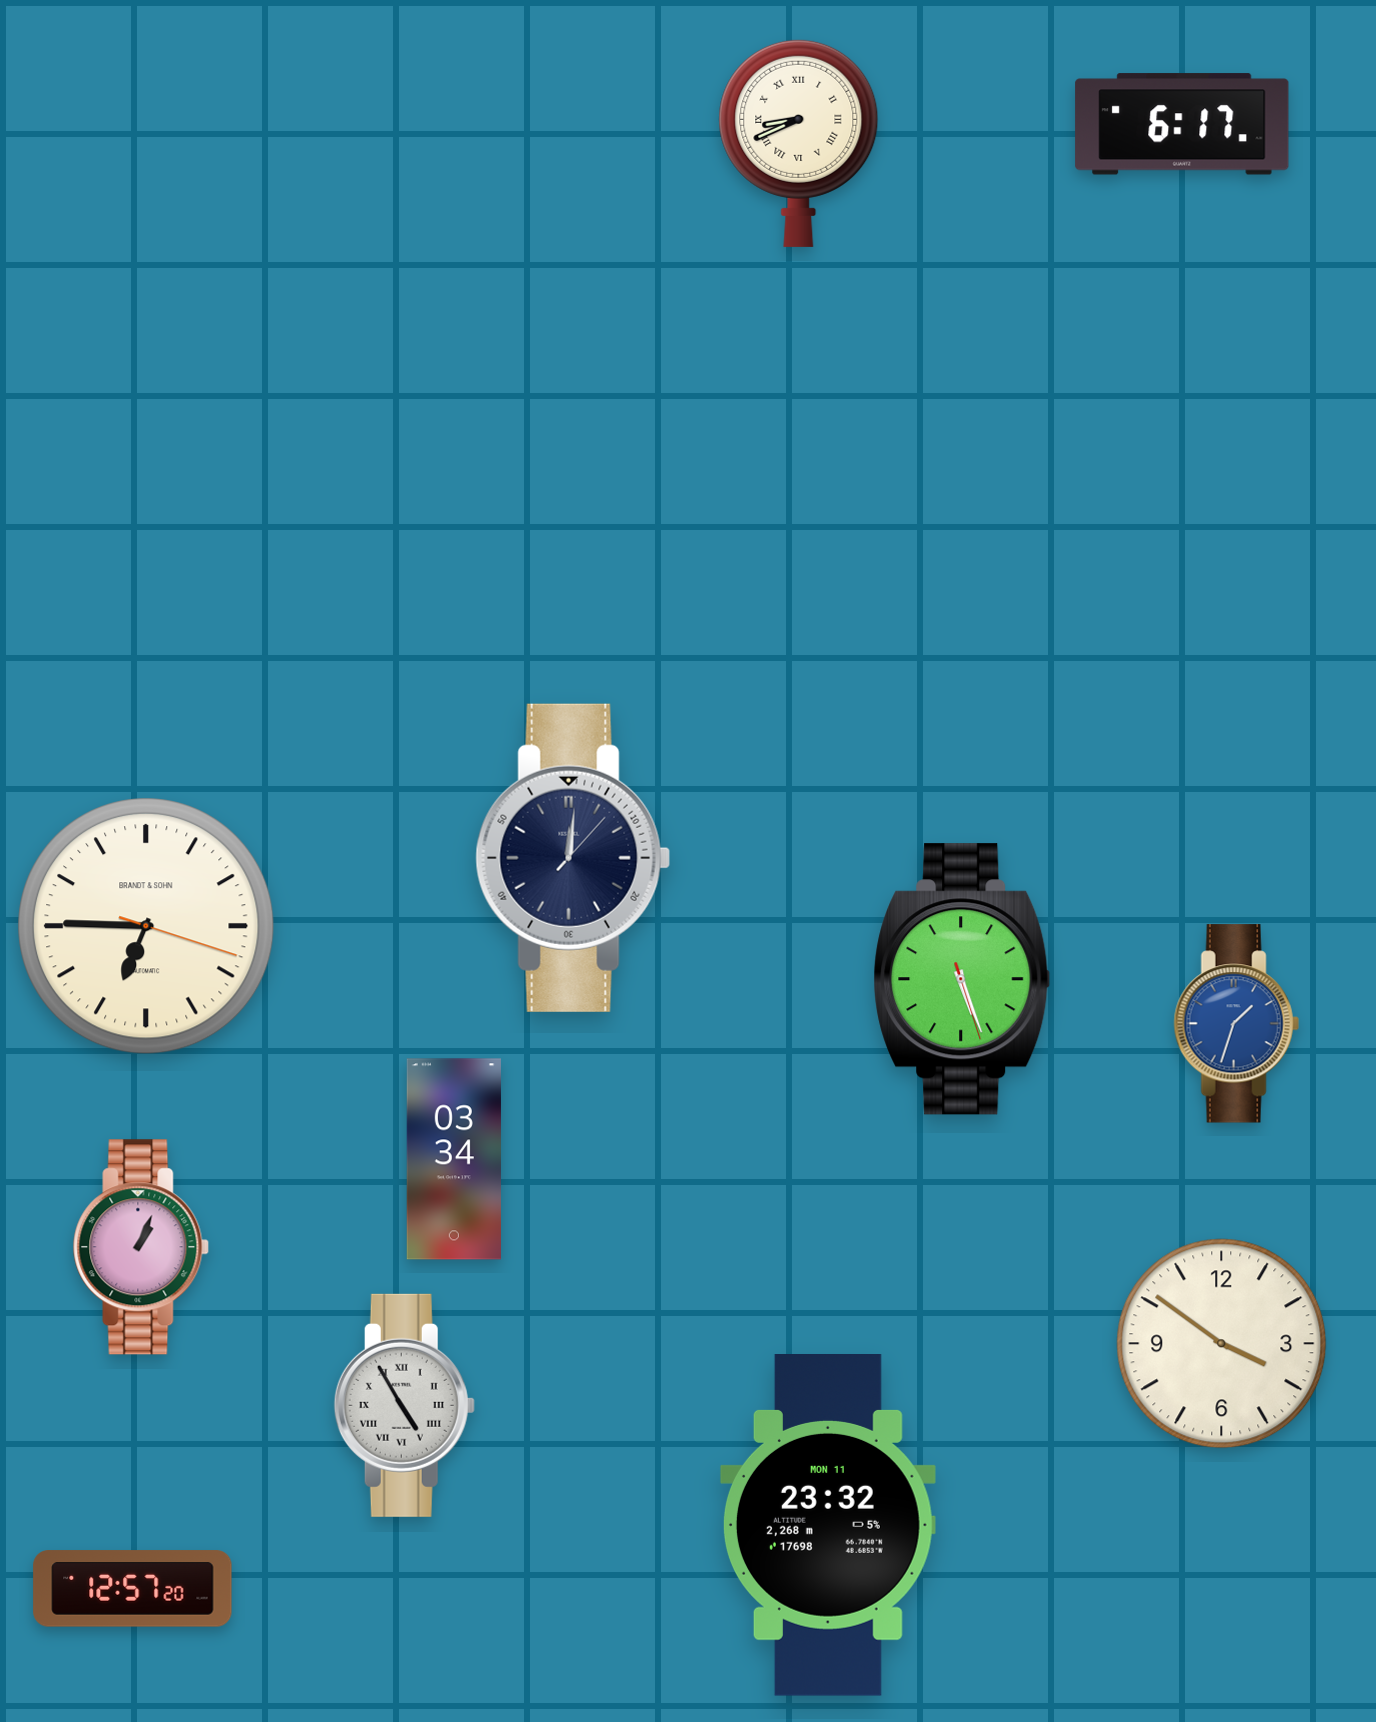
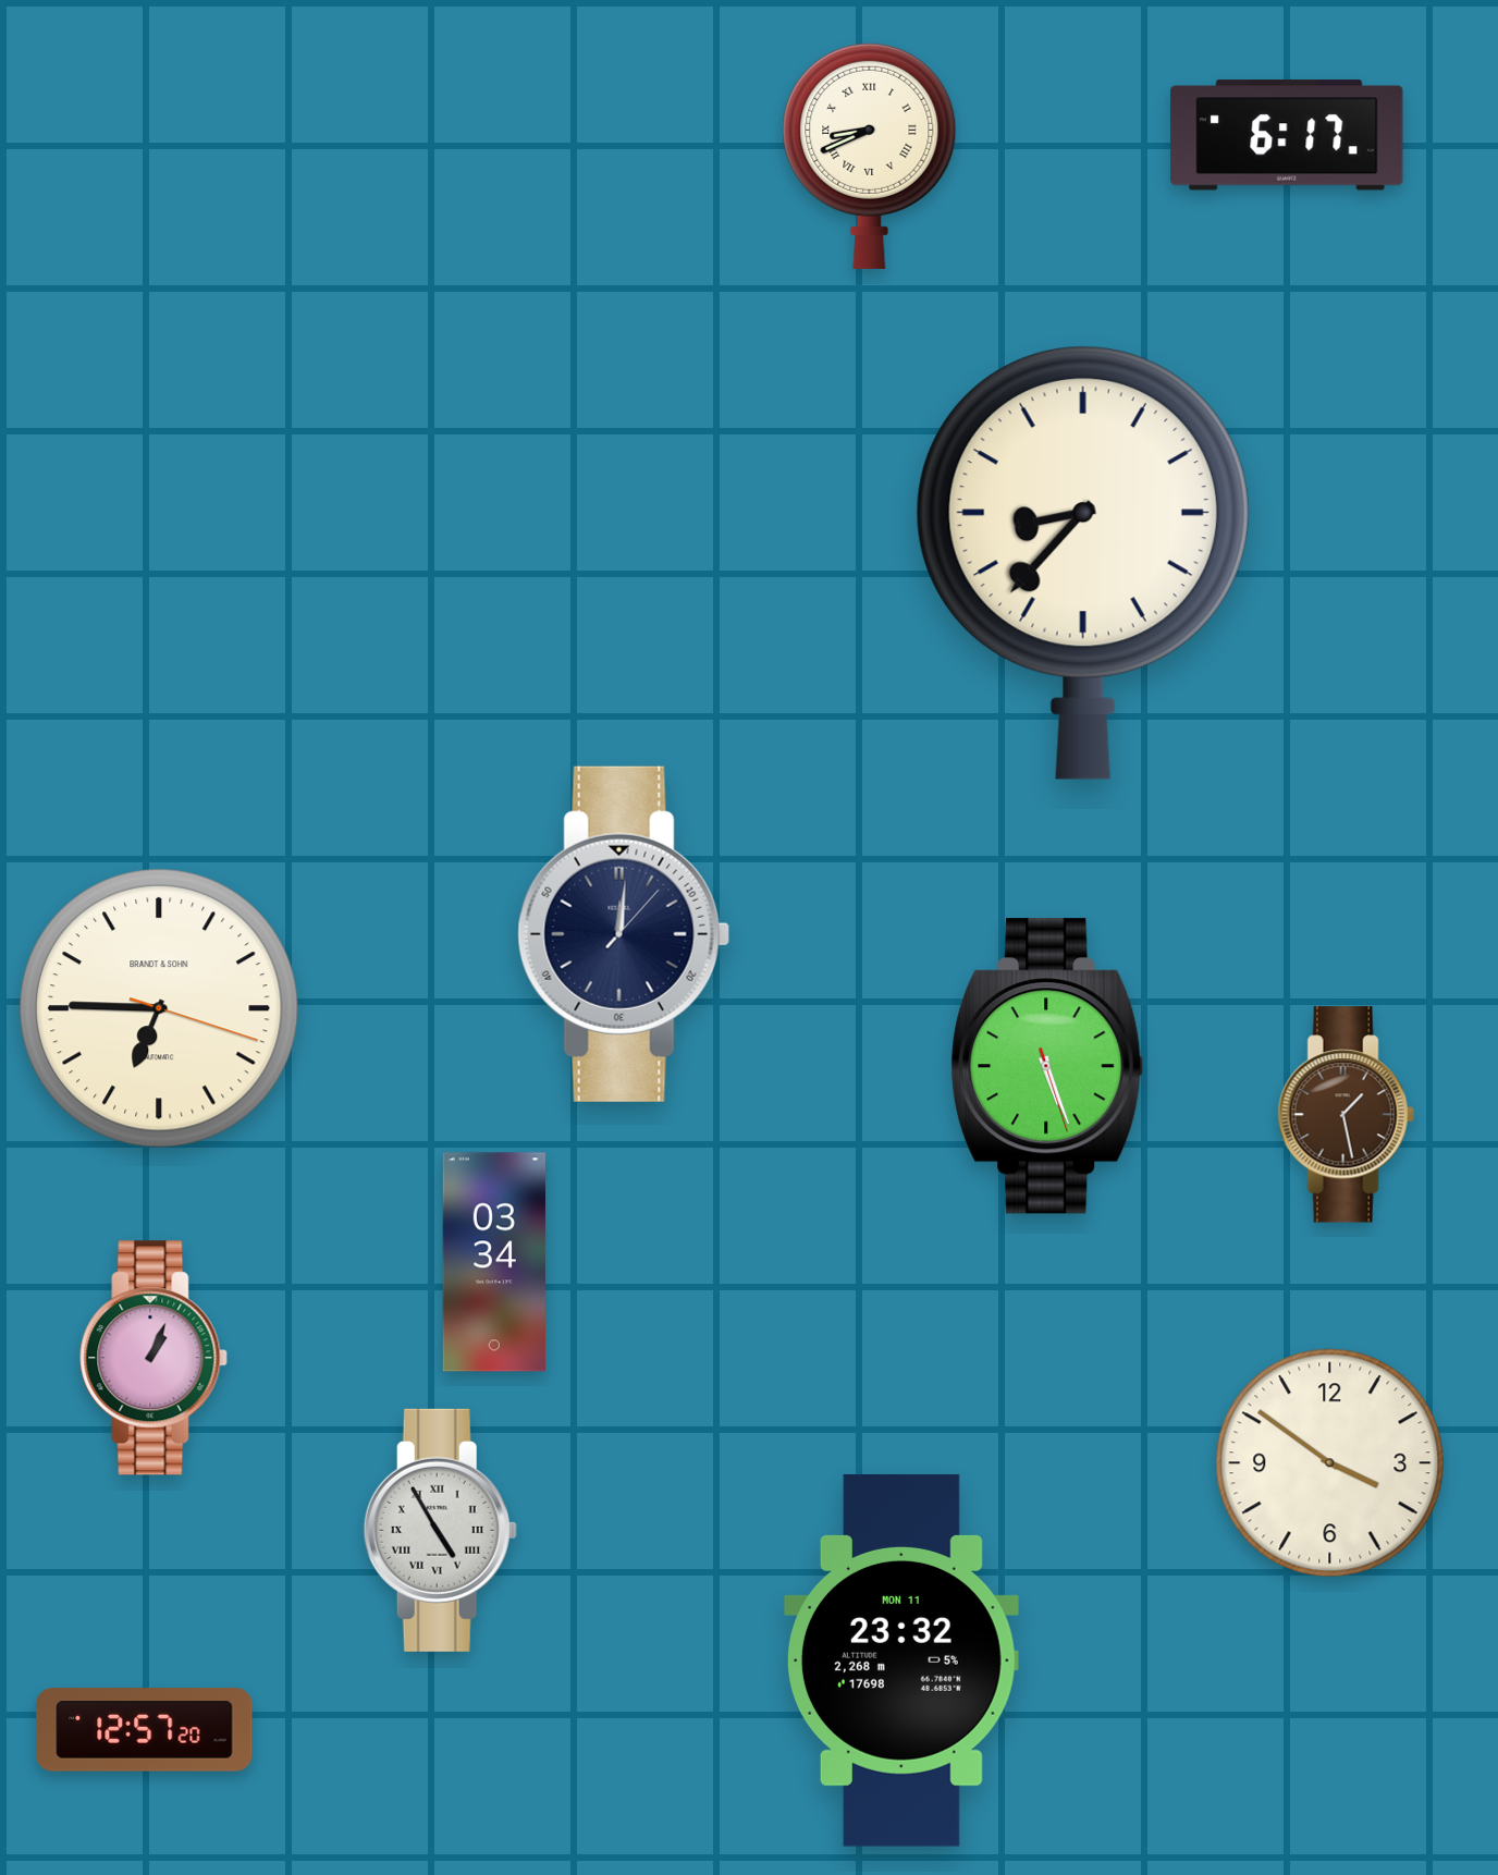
clock at (1083, 563): none -> 8:37
clock at (1236, 1024): 1:33 -> 1:28
clock at (1236, 1024) dial: blue -> brown
